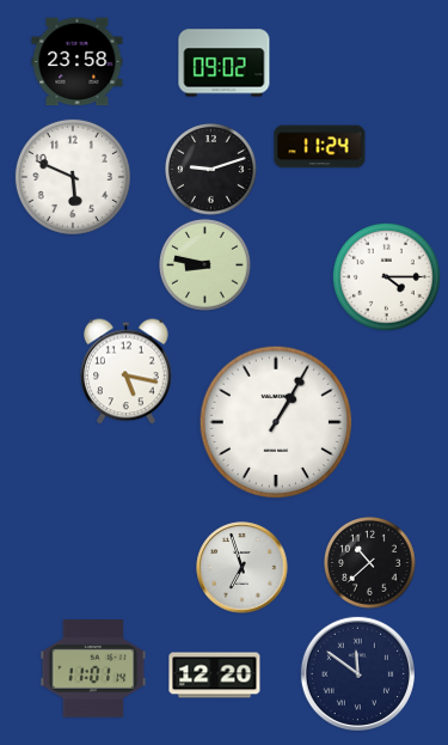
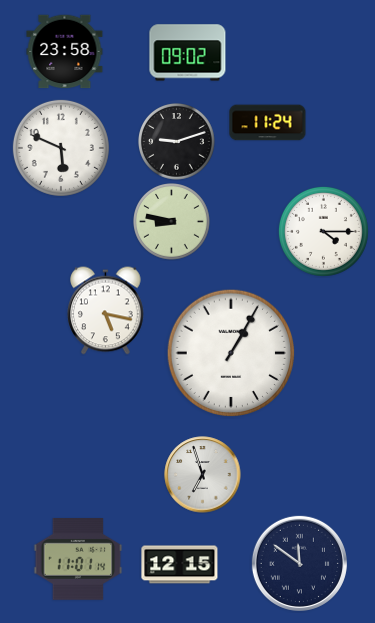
clock at (370, 563): 10:38 -> none
clock at (215, 676): 12:20 -> 12:15
